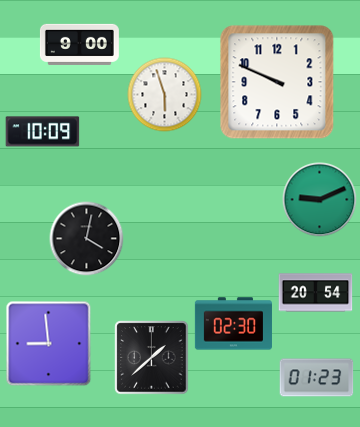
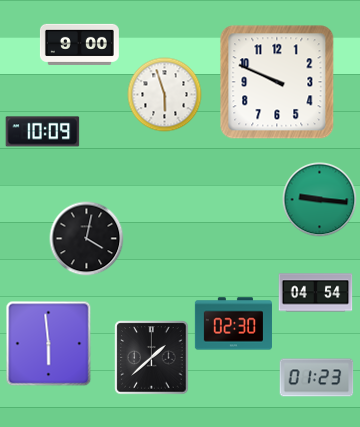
clock at (320, 200): 9:11 -> 9:16
clock at (316, 293): 20:54 -> 04:54
clock at (49, 344): 8:59 -> 5:59
